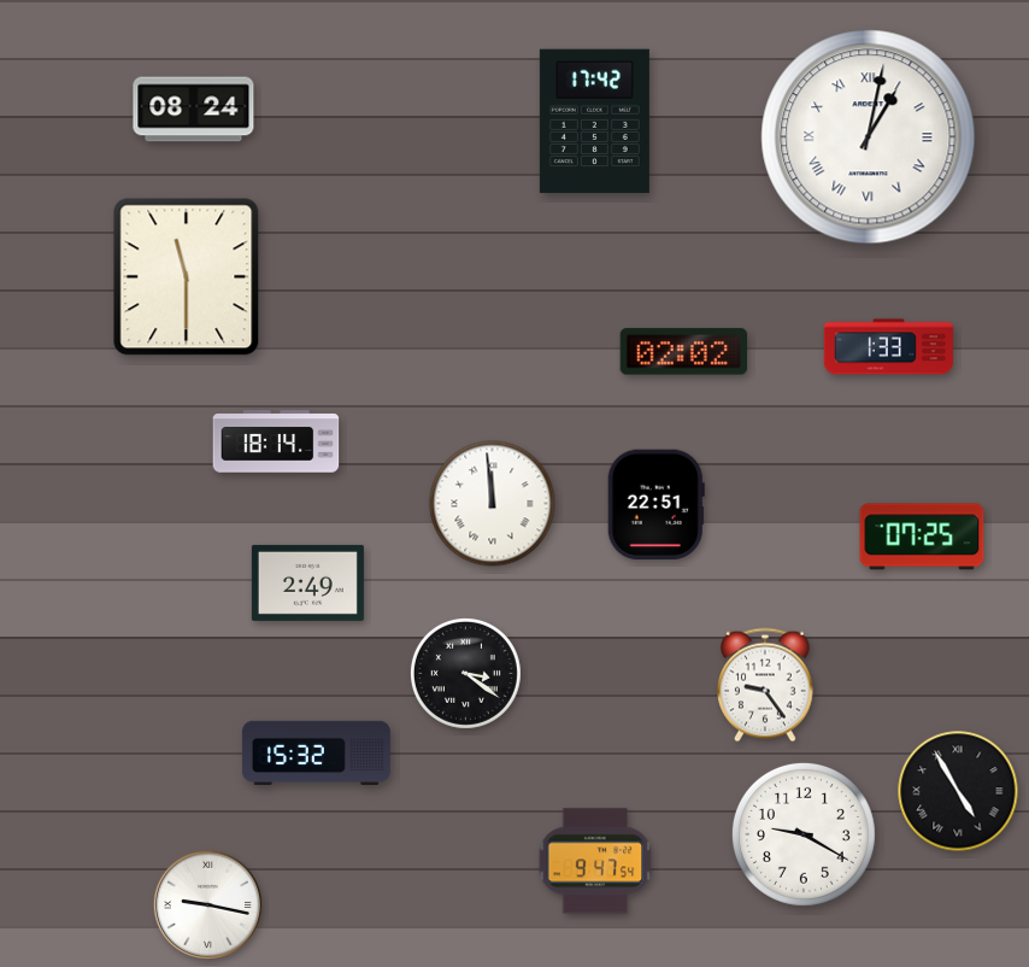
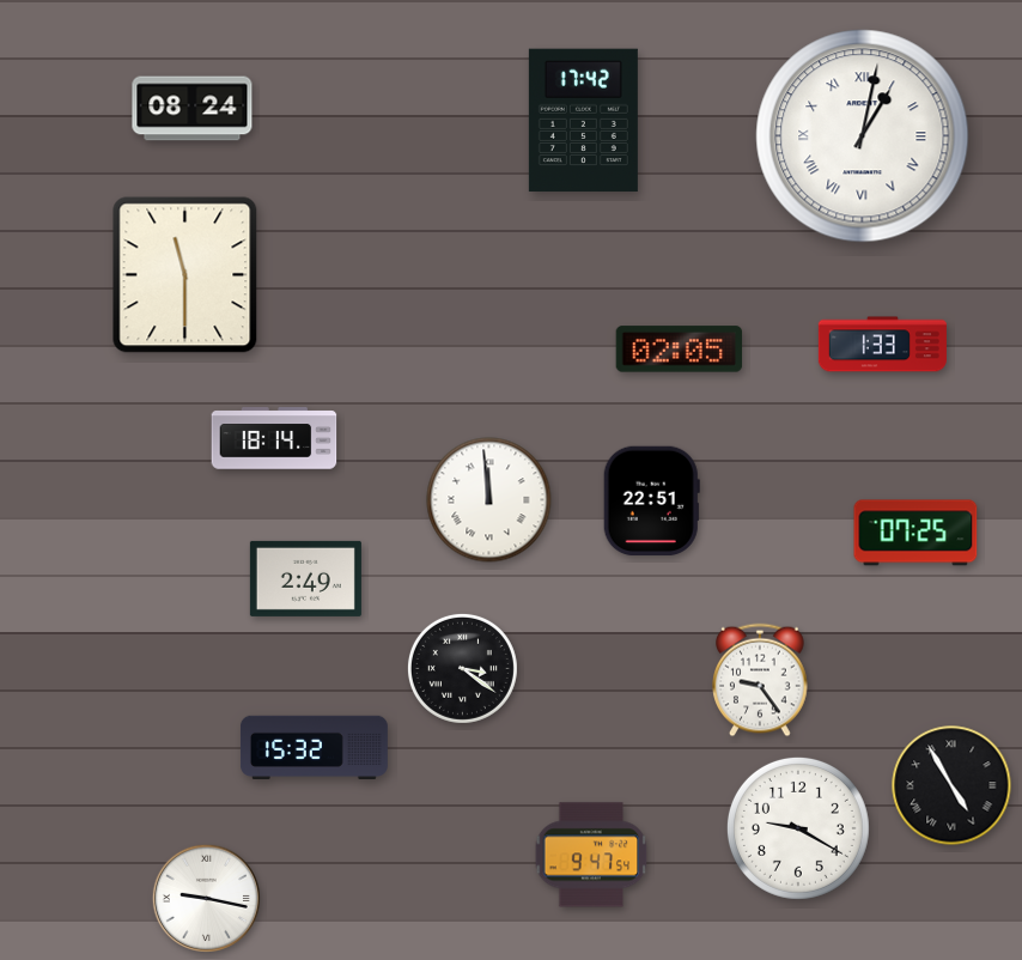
clock at (594, 122) position: (594, 122) -> (583, 121)
clock at (684, 352): 02:02 -> 02:05
